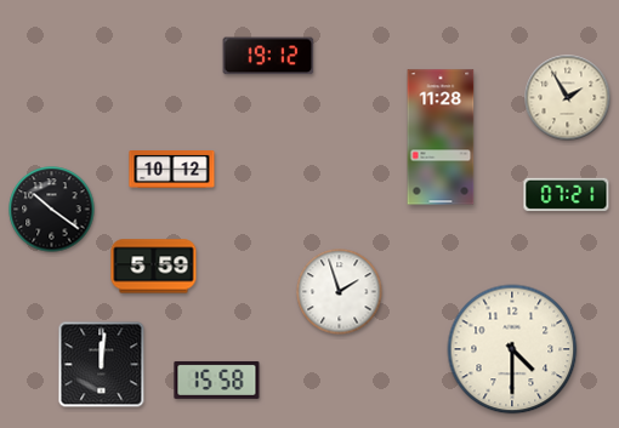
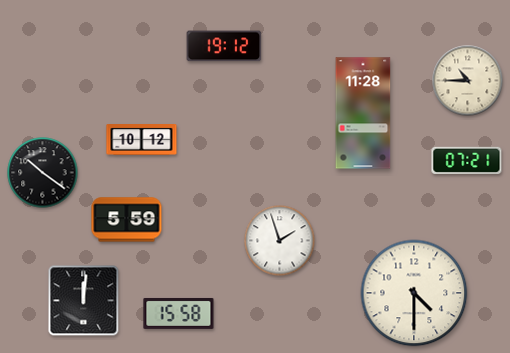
clock at (268, 56) position: (268, 56) -> (224, 46)
clock at (568, 98): 1:55 -> 10:45
clock at (512, 349) position: (512, 349) -> (414, 293)
